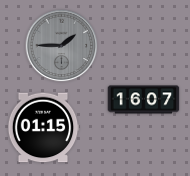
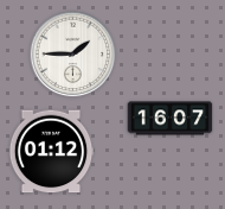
clock at (62, 46) dial: grey -> white
clock at (43, 128): 01:15 -> 01:12
